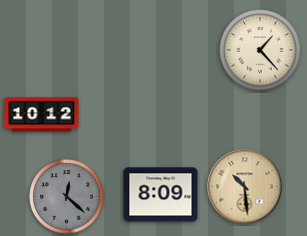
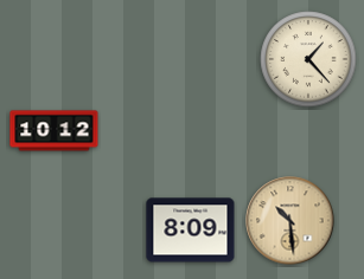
clock at (42, 115) position: (42, 115) -> (55, 131)
clock at (67, 197): 12:22 -> none
